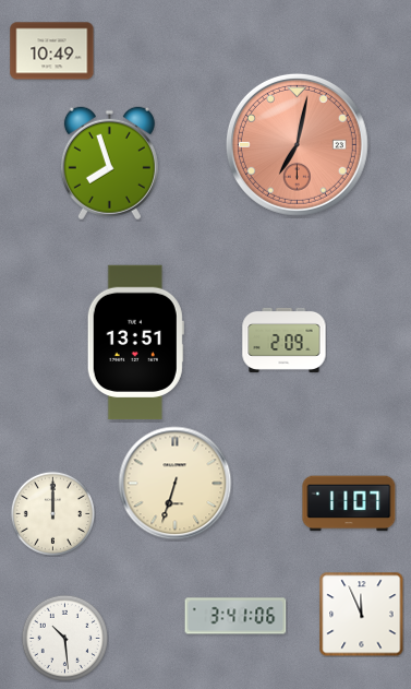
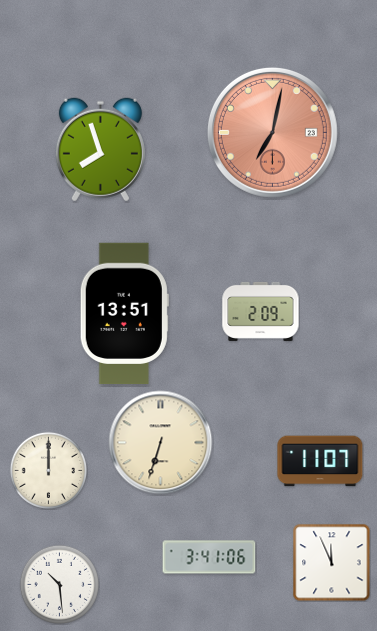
clock at (52, 51): 10:49 -> none
clock at (235, 616) position: (235, 616) -> (209, 557)
